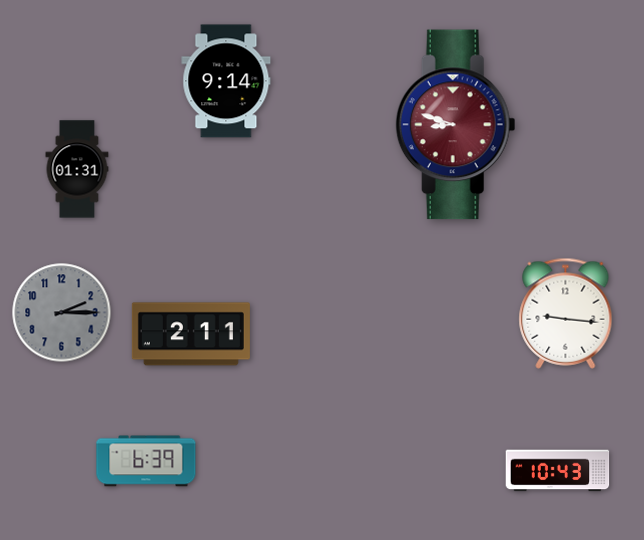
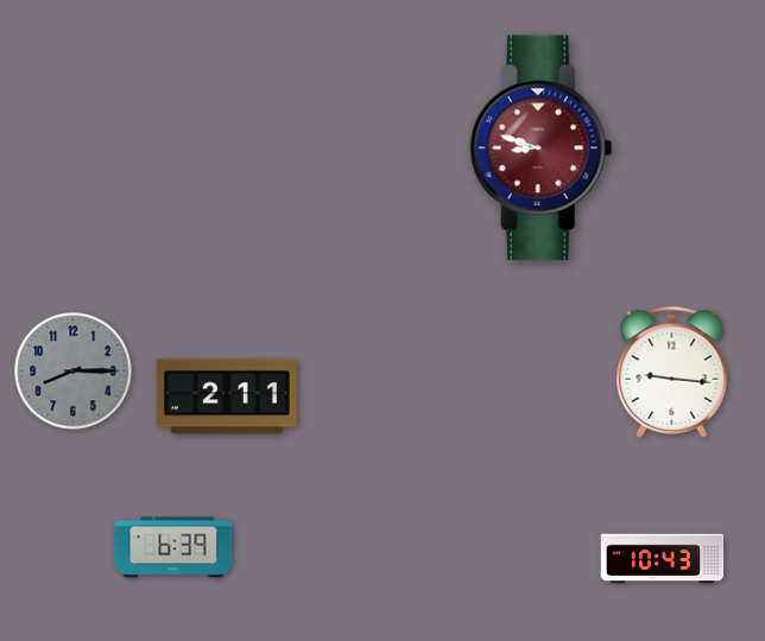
clock at (226, 81): 9:14 -> none
clock at (77, 169): 01:31 -> none
clock at (62, 313): 2:15 -> 8:15
